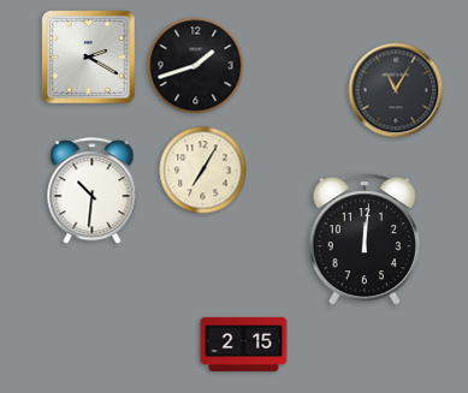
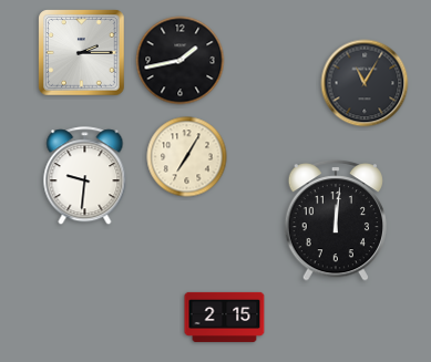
clock at (89, 58): 2:20 -> 2:15
clock at (196, 66): 1:42 -> 1:43
clock at (93, 191): 10:31 -> 9:31
